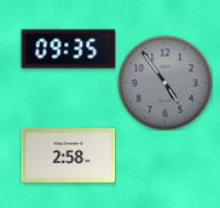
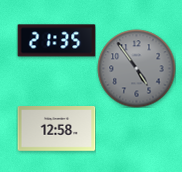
clock at (68, 50): 09:35 -> 21:35
clock at (68, 156): 2:58 -> 12:58
